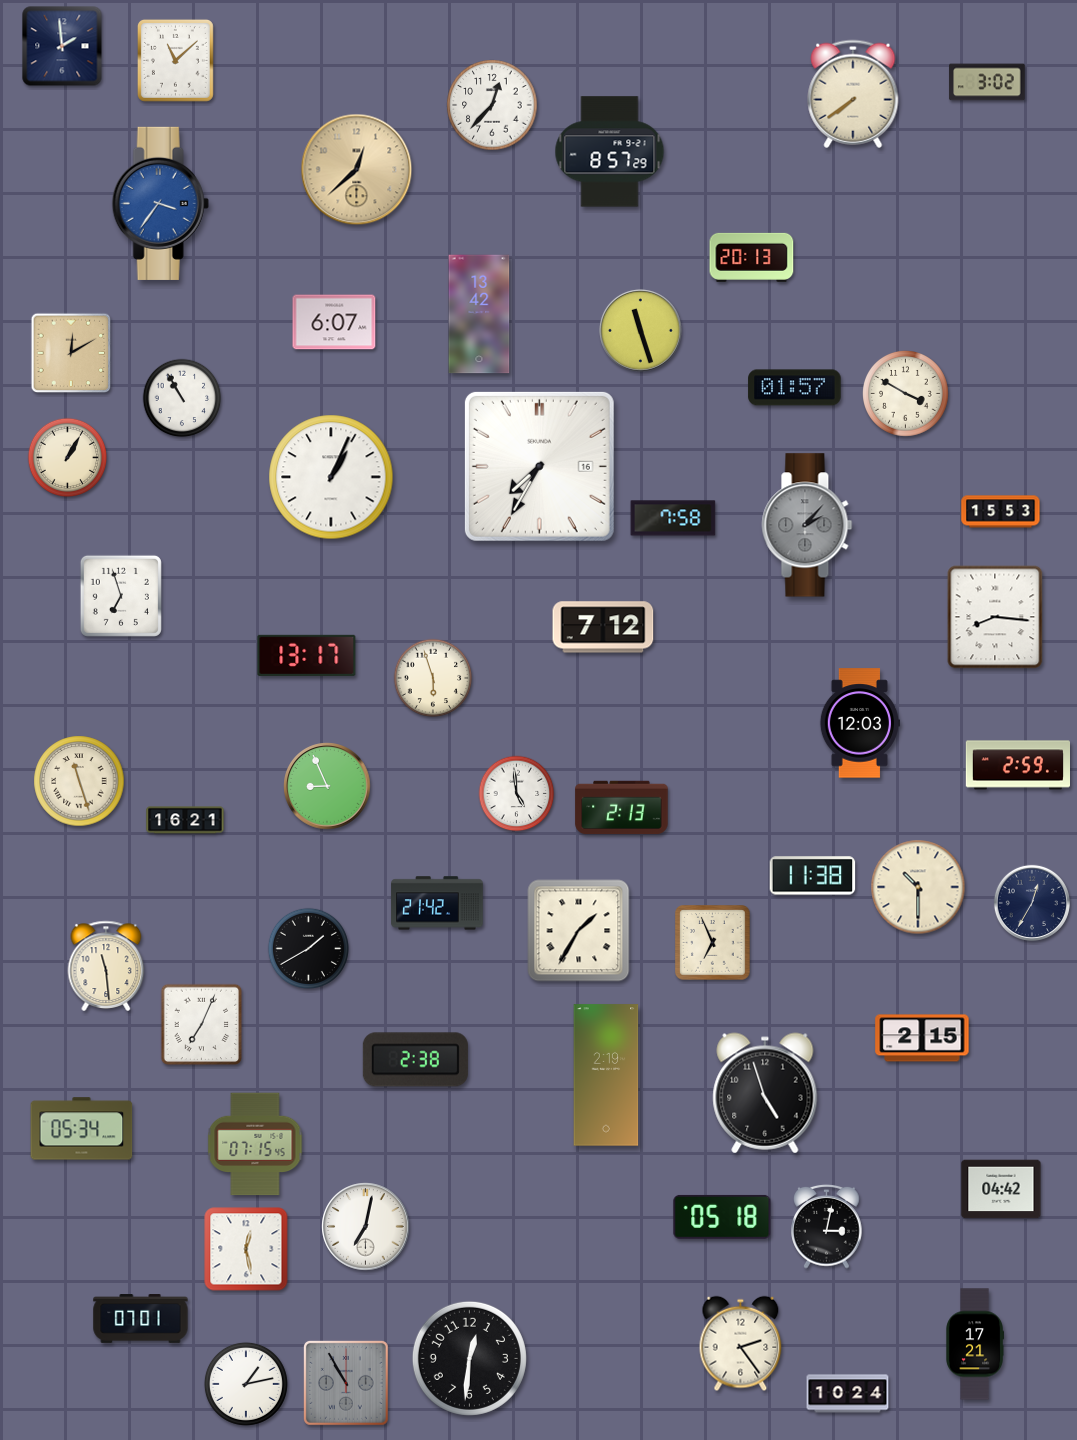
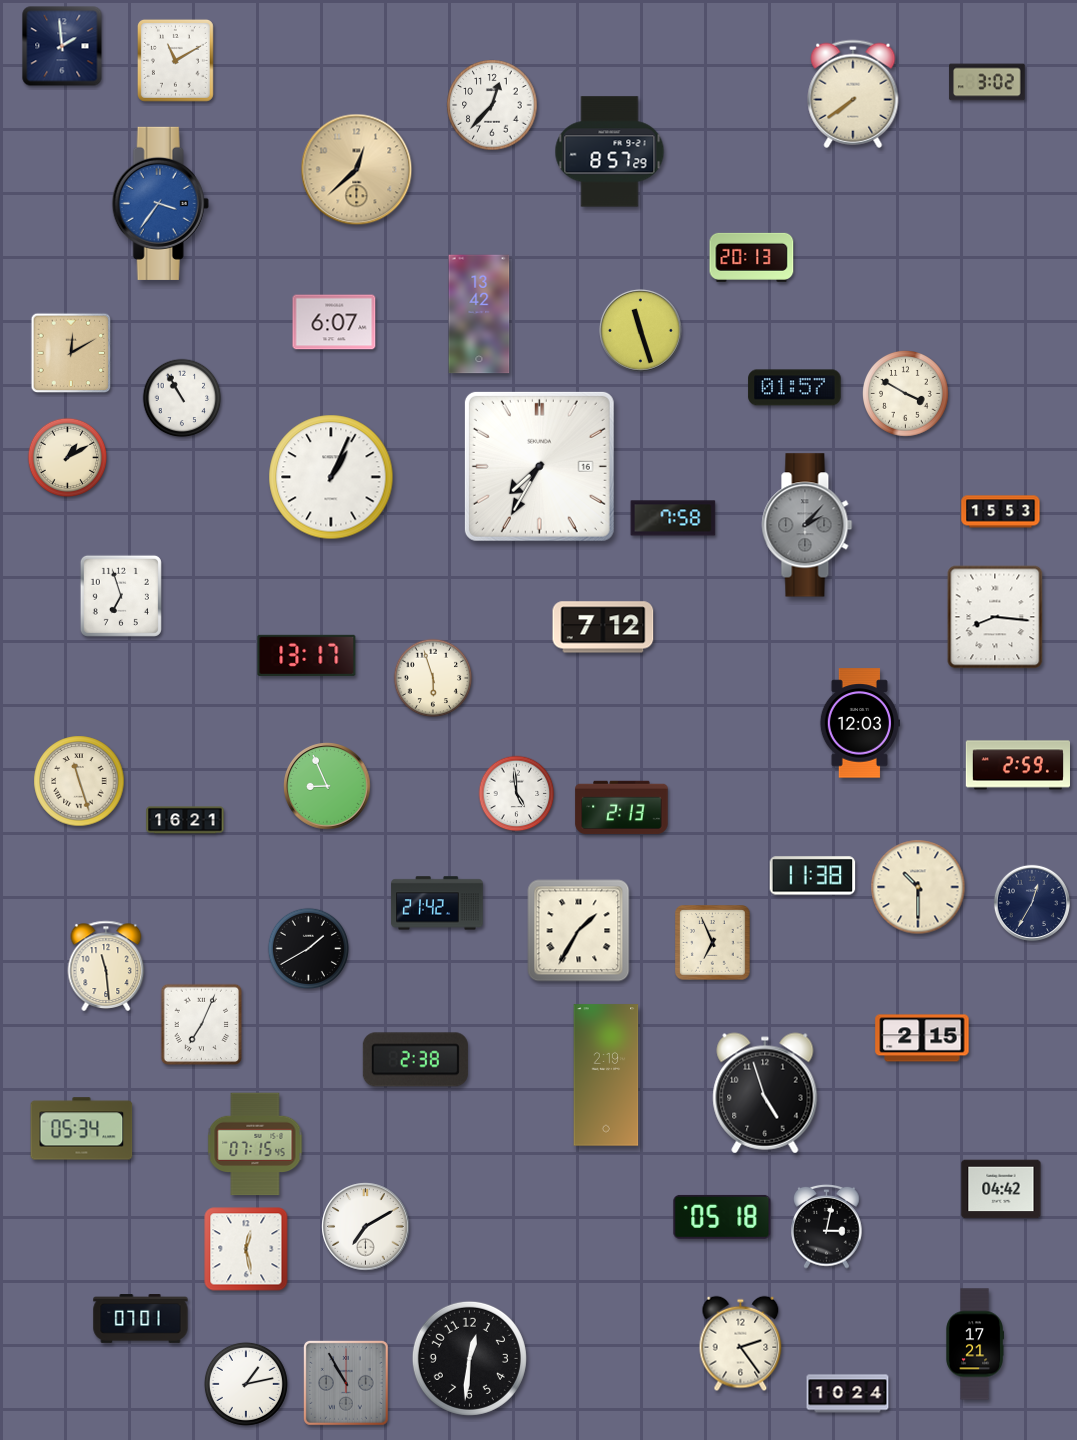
clock at (175, 60): 11:08 -> 11:10
clock at (68, 458): 1:05 -> 1:10
clock at (366, 1227): 7:02 -> 7:10
